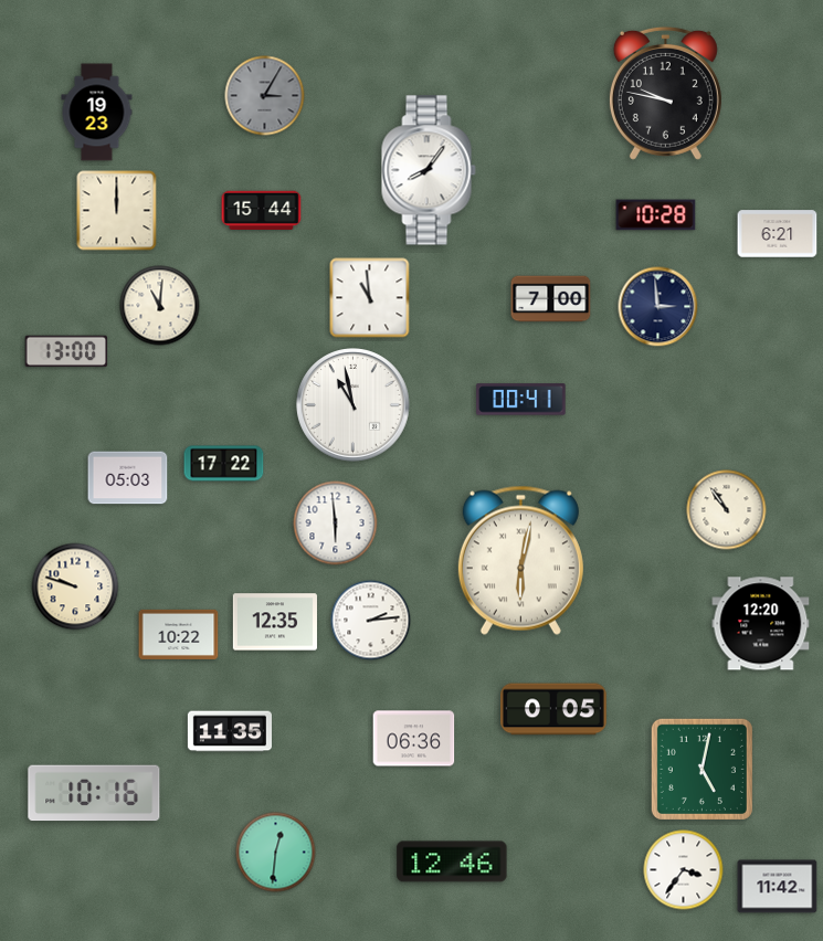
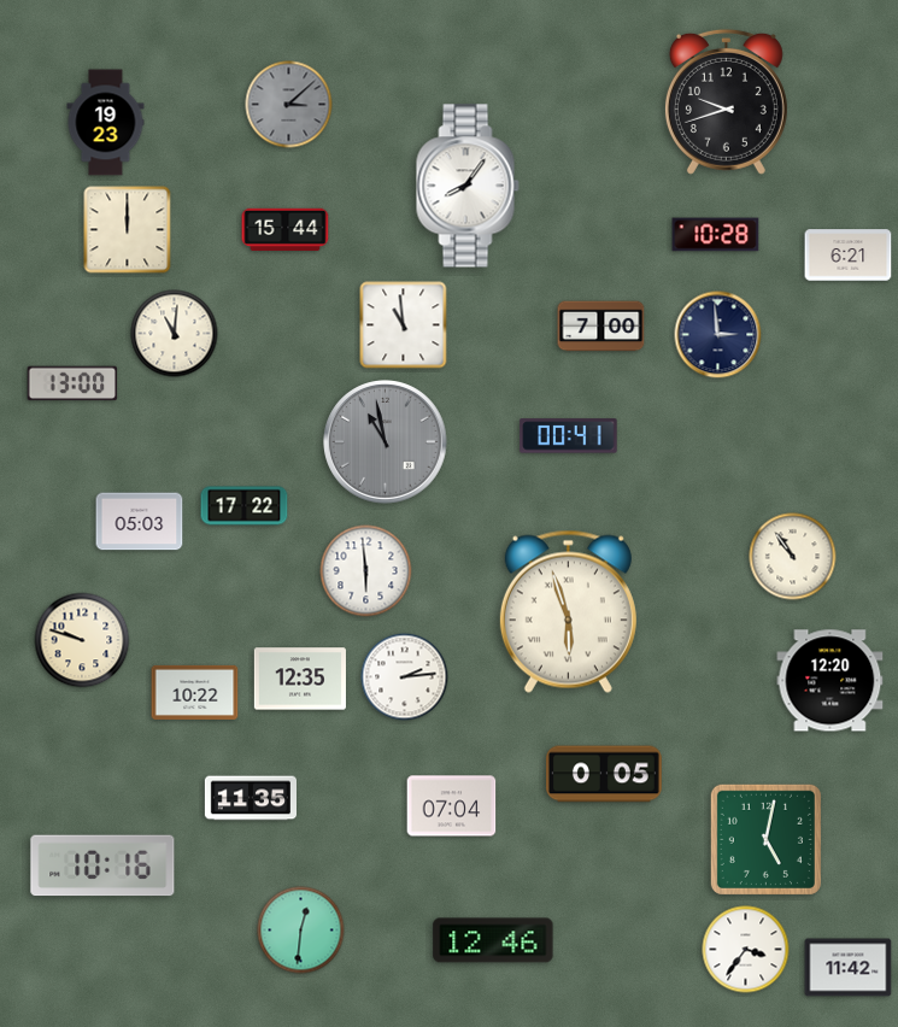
clock at (665, 93): 9:47 -> 9:42
clock at (265, 96): 3:05 -> 3:08
clock at (354, 405) dial: white -> grey
clock at (520, 560): 6:02 -> 5:57
clock at (414, 739): 06:36 -> 07:04
